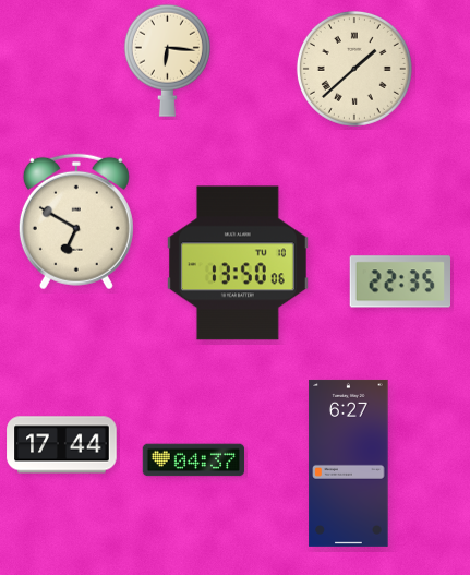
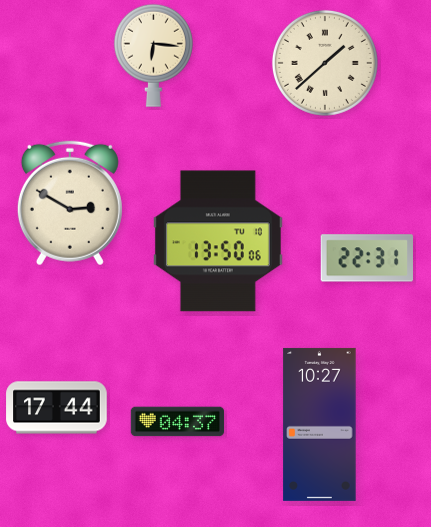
clock at (76, 221): 6:50 -> 2:50
clock at (399, 281): 22:35 -> 22:31
clock at (349, 463): 6:27 -> 10:27
